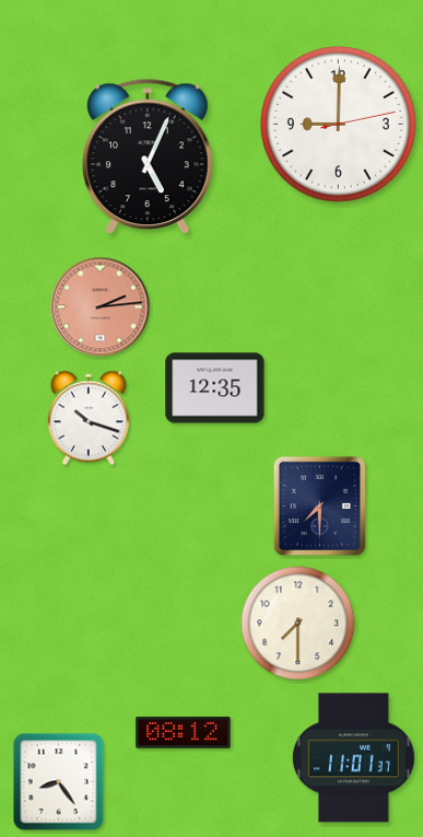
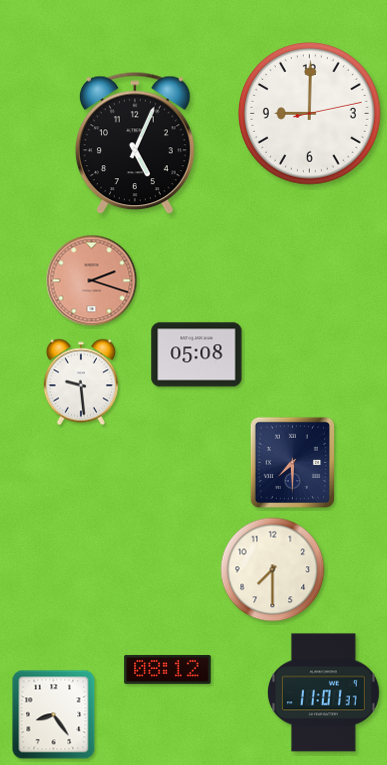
clock at (101, 307): 2:14 -> 2:18
clock at (215, 388): 12:35 -> 05:08
clock at (89, 418): 10:18 -> 9:29
